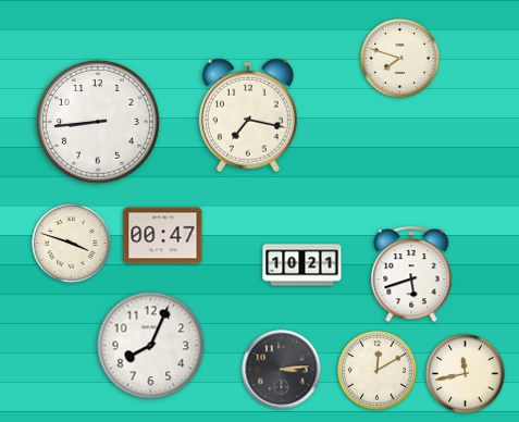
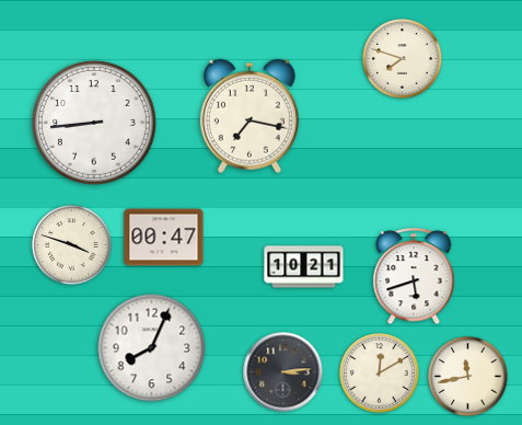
clock at (98, 122) position: (98, 122) -> (94, 123)
